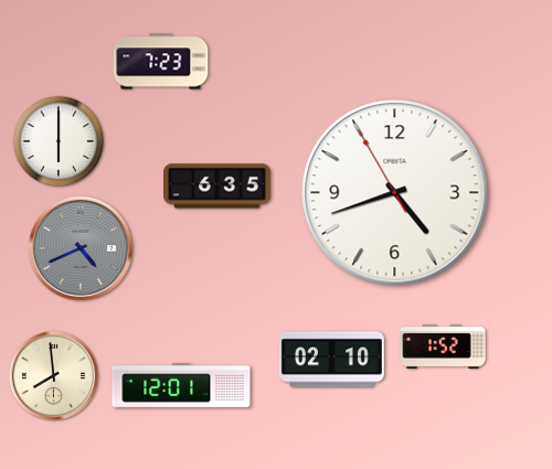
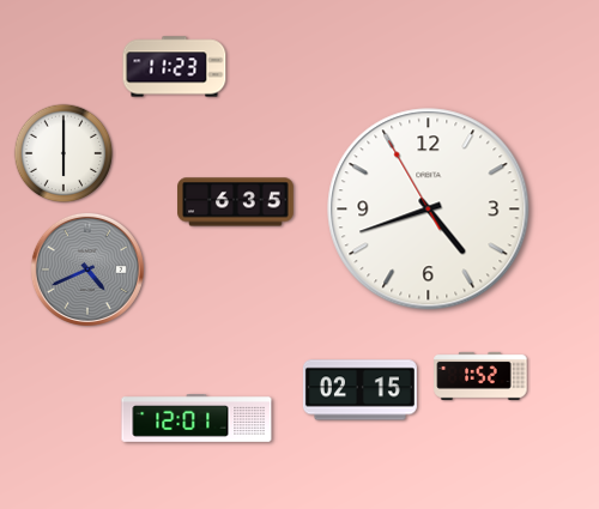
clock at (161, 62): 7:23 -> 11:23
clock at (331, 360): 02:10 -> 02:15
clock at (53, 375): 7:59 -> none
